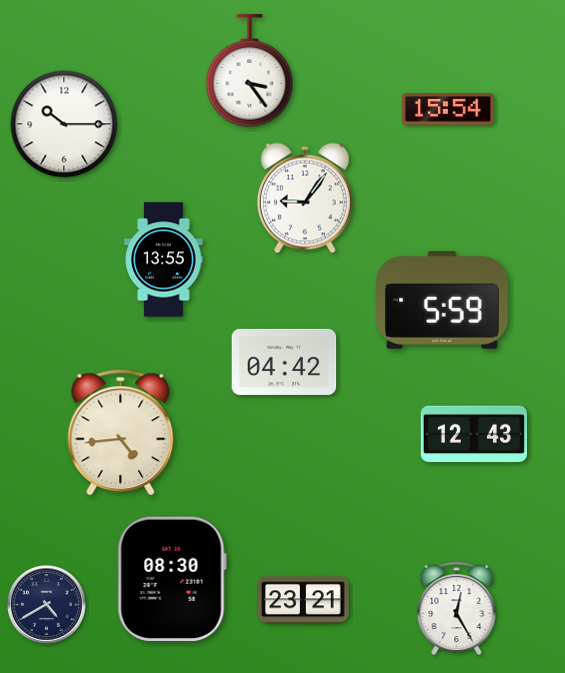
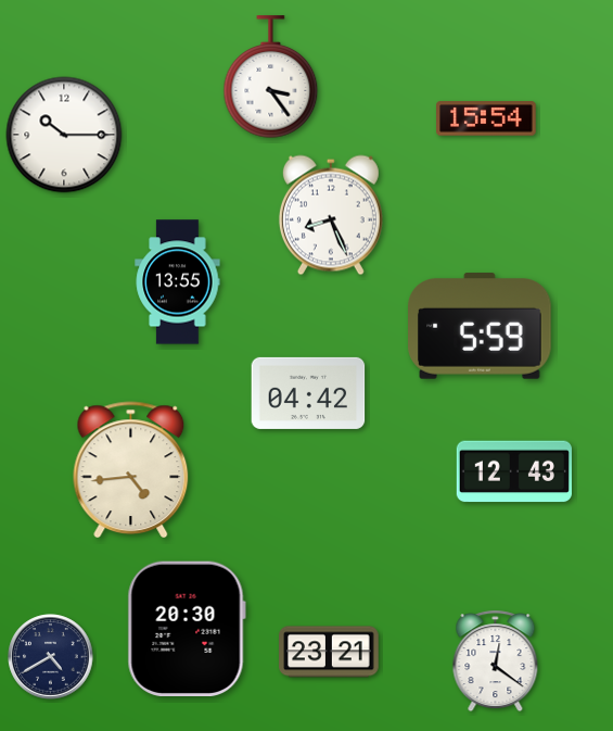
clock at (64, 124) position: (64, 124) -> (64, 135)
clock at (305, 198): 9:06 -> 8:26
clock at (172, 578): 08:30 -> 20:30
clock at (457, 609): 12:25 -> 12:21
